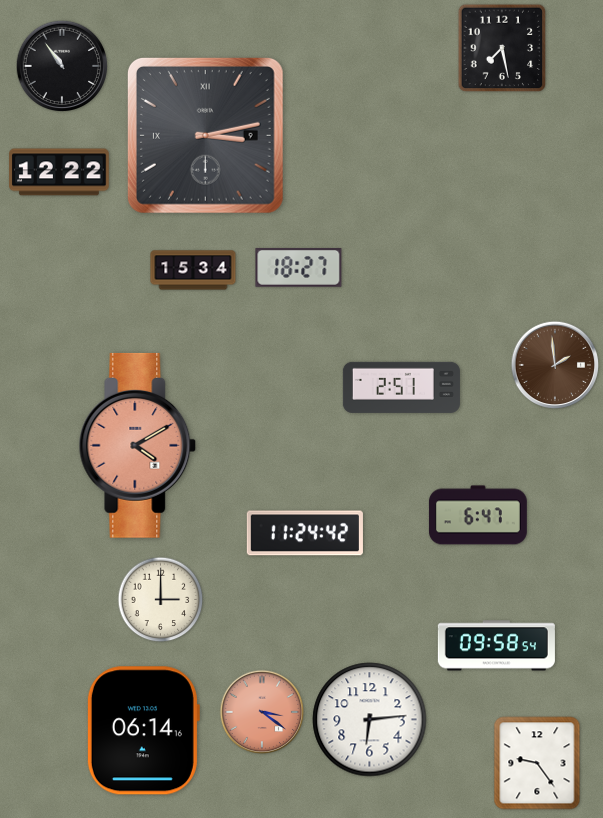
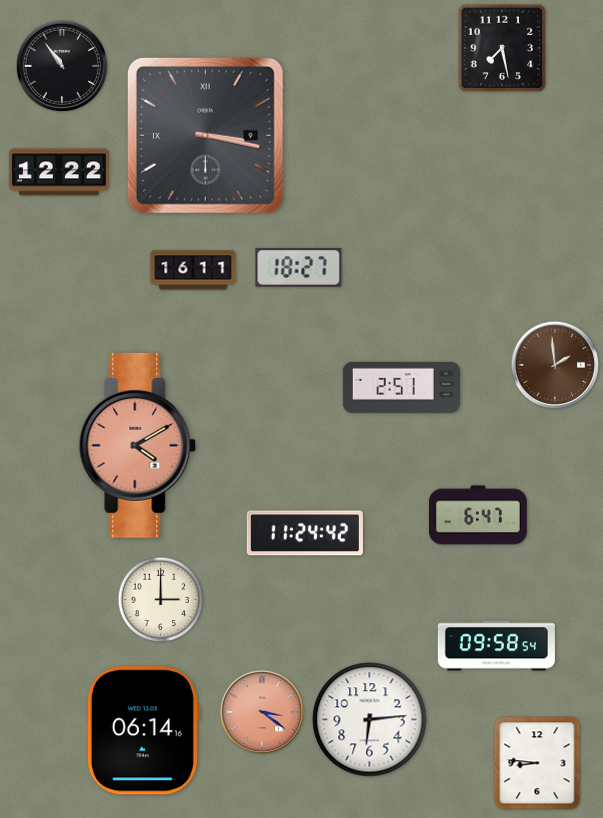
clock at (205, 135): 3:13 -> 3:17
clock at (193, 270): 15:34 -> 16:11
clock at (537, 763): 9:24 -> 8:46
